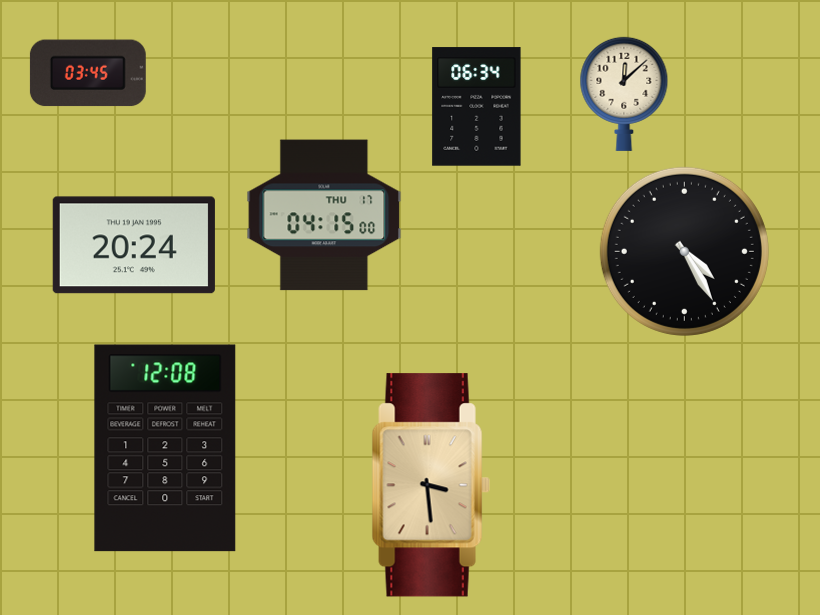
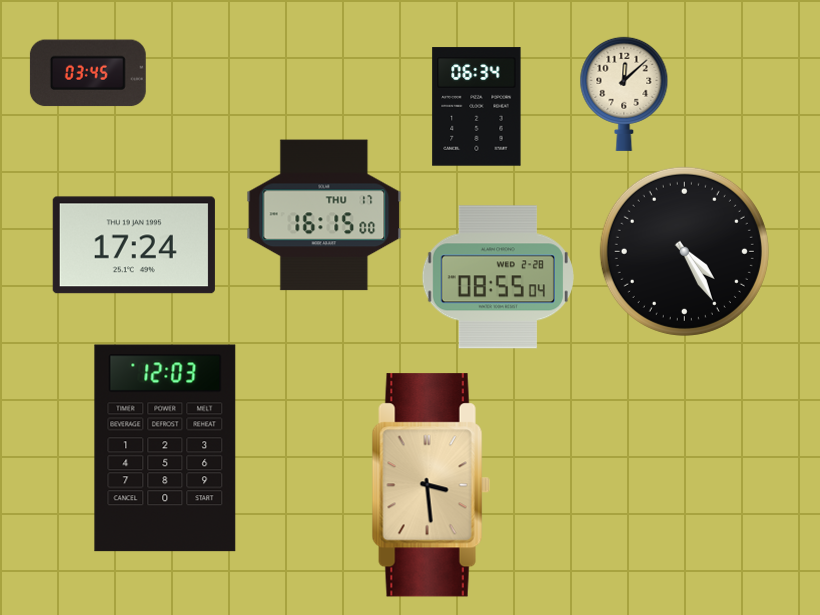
clock at (324, 215): 04:15 -> 16:15
clock at (134, 245): 20:24 -> 17:24
clock at (498, 277): none -> 08:55
clock at (165, 448): 12:08 -> 12:03
